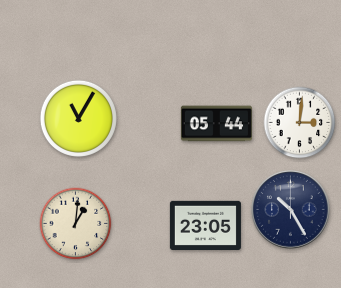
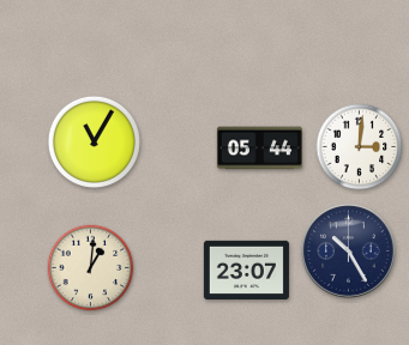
clock at (205, 225): 23:05 -> 23:07
